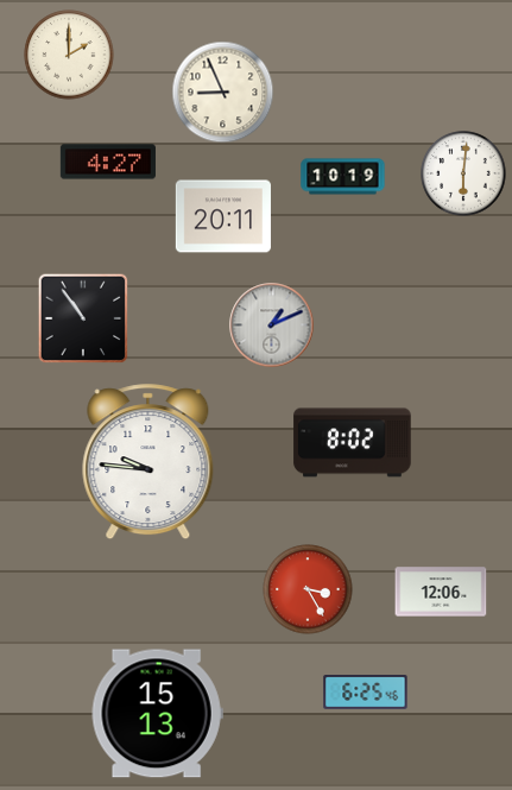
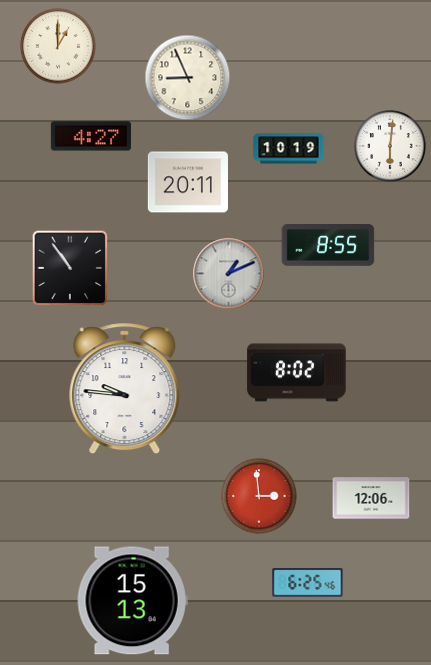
clock at (69, 55): 2:00 -> 1:00
clock at (328, 245): none -> 8:55
clock at (308, 589): 3:25 -> 2:59
